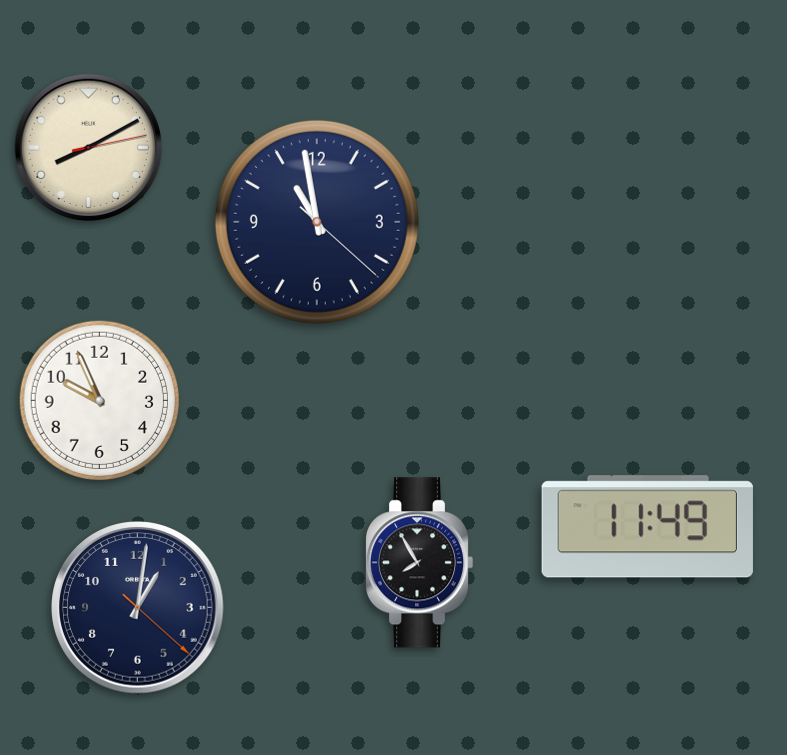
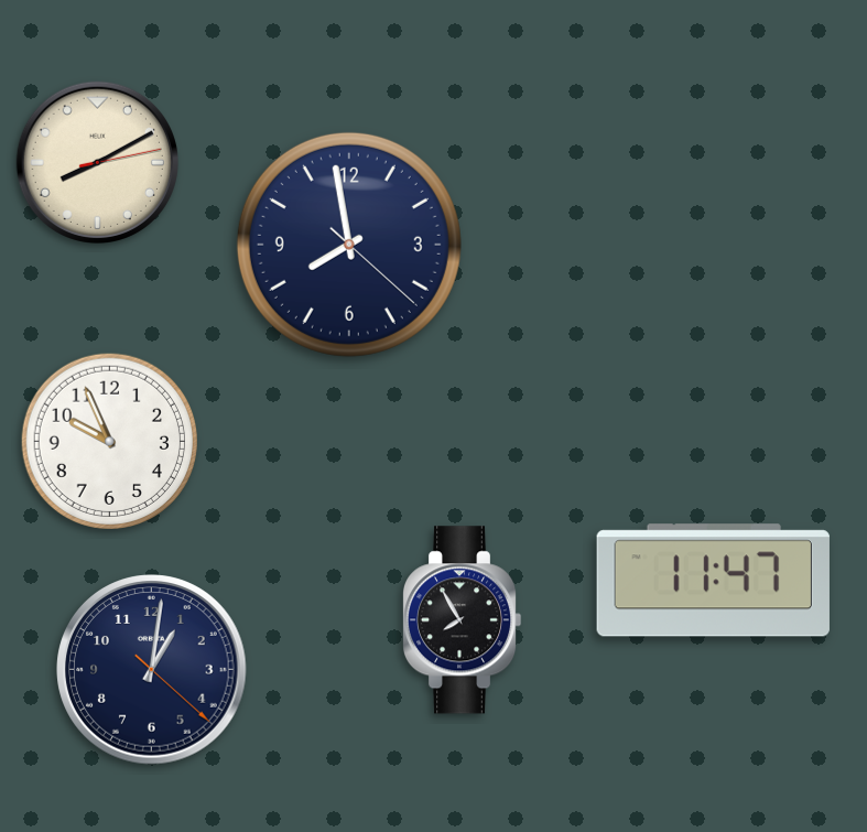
clock at (317, 222): 10:58 -> 7:58
clock at (647, 527): 11:49 -> 11:47
